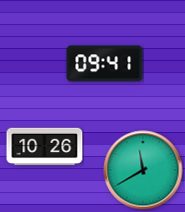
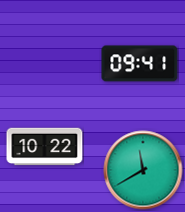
clock at (105, 64) position: (105, 64) -> (140, 64)
clock at (45, 147): 10:26 -> 10:22
